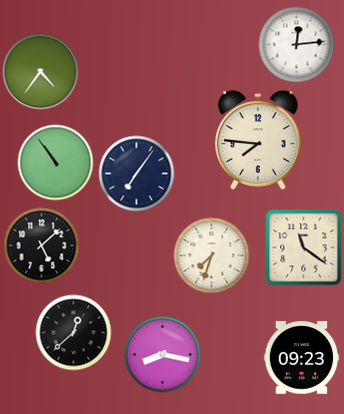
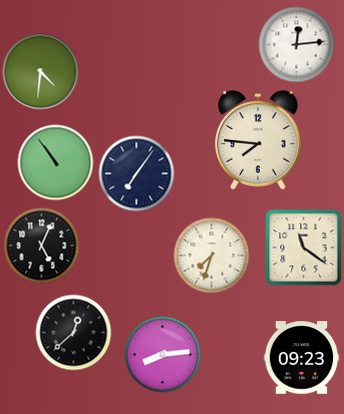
clock at (41, 72): 4:36 -> 4:31
clock at (42, 246): 5:08 -> 5:04
clock at (163, 355): 8:17 -> 8:14
